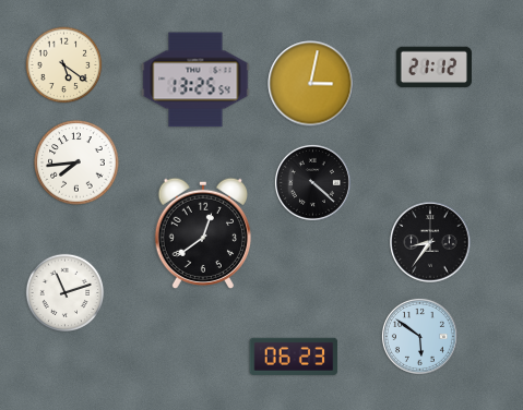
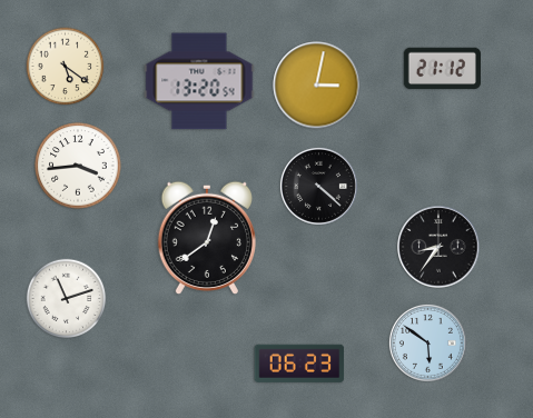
clock at (195, 80): 13:25 -> 13:20
clock at (76, 162): 7:44 -> 3:44
